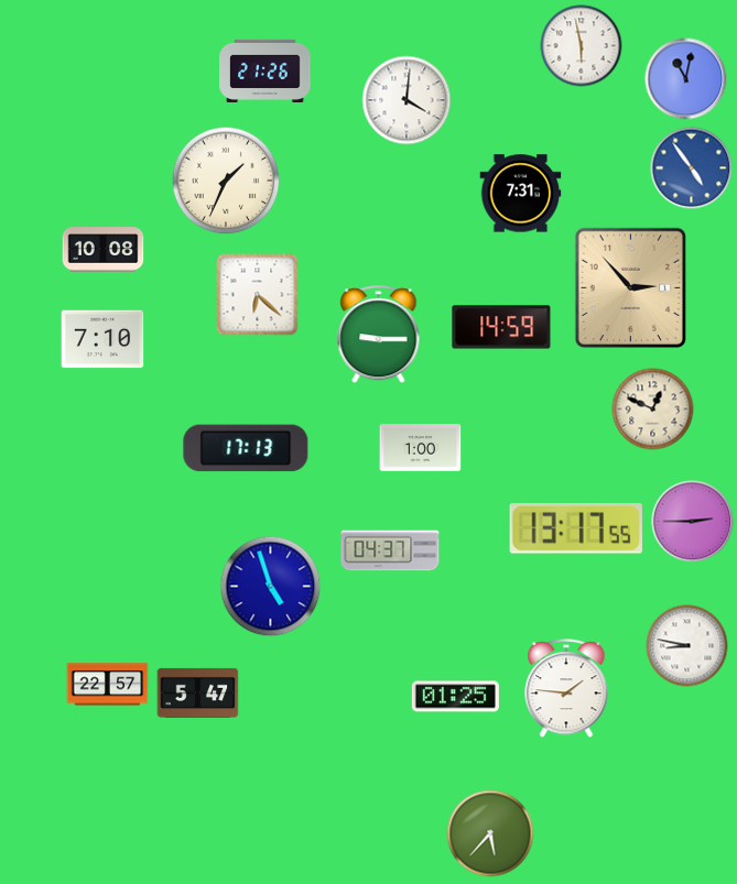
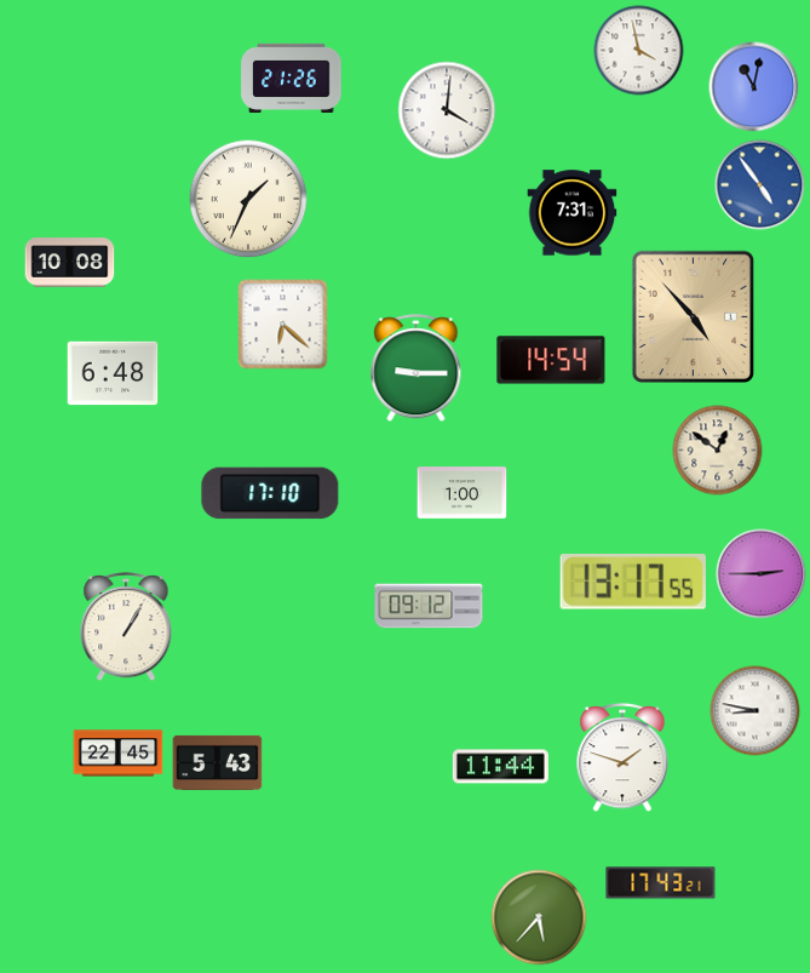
clock at (582, 46): 5:58 -> 3:58
clock at (104, 250) position: (104, 250) -> (70, 263)
clock at (630, 288): 2:53 -> 4:53
clock at (501, 327): 14:59 -> 14:54
clock at (102, 339): 7:10 -> 6:48
clock at (653, 410): 12:49 -> 12:51
clock at (246, 448): 17:13 -> 17:10
clock at (390, 550): 04:37 -> 09:12
clock at (126, 626): none -> 1:05
clock at (271, 587): 4:57 -> none
clock at (108, 685): 22:57 -> 22:45
clock at (566, 688): 1:46 -> 1:48
clock at (198, 692): 5:47 -> 5:43
clock at (455, 697): 01:25 -> 11:44
clock at (661, 883): none -> 17:43
